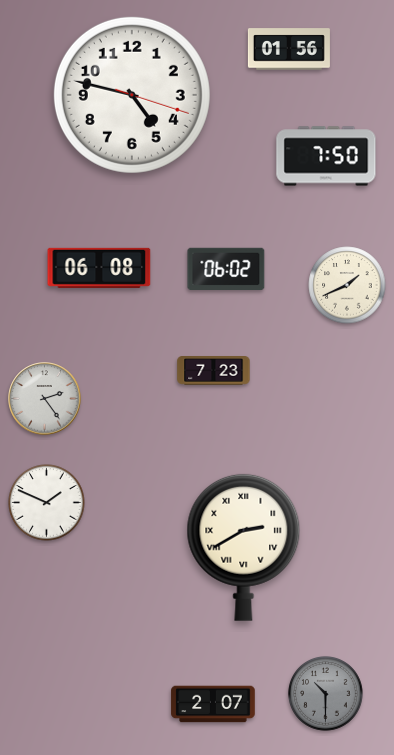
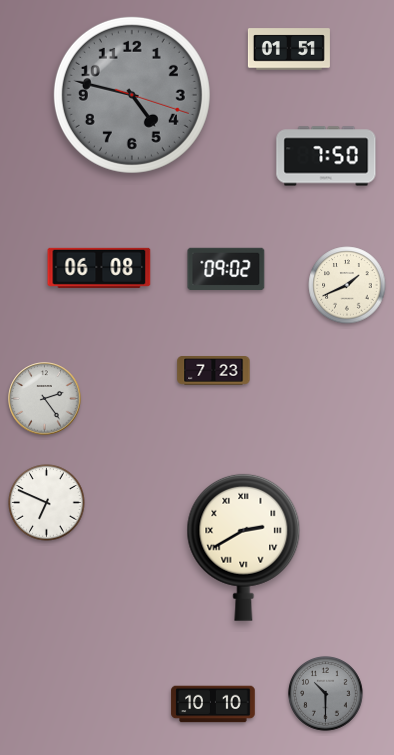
clock at (289, 49): 01:56 -> 01:51
clock at (132, 95) dial: white -> grey
clock at (226, 268): 06:02 -> 09:02
clock at (47, 503): 1:49 -> 6:49
clock at (213, 704): 2:07 -> 10:10
